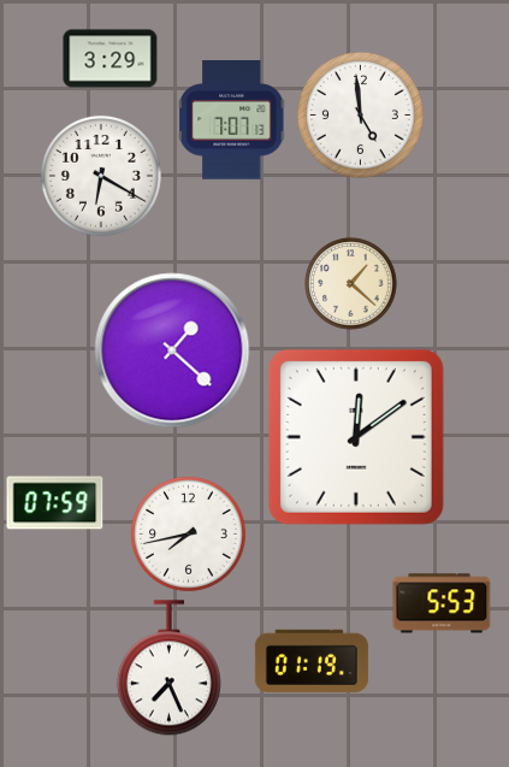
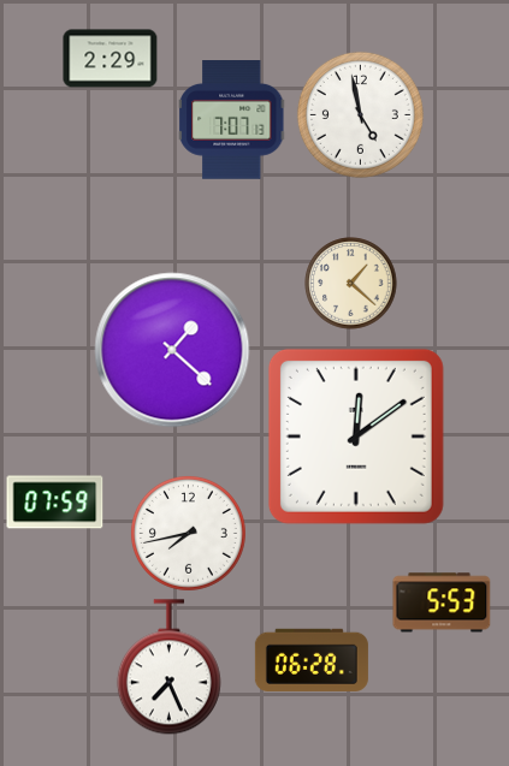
clock at (111, 59): 3:29 -> 2:29
clock at (360, 114): 4:59 -> 4:58
clock at (101, 176): 6:20 -> none
clock at (312, 661): 01:19 -> 06:28
